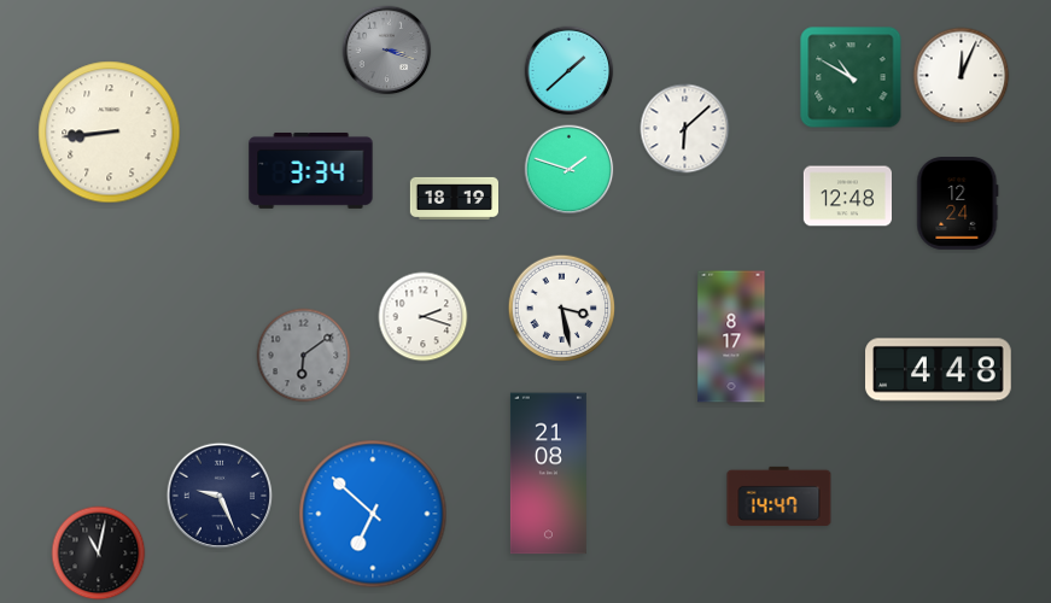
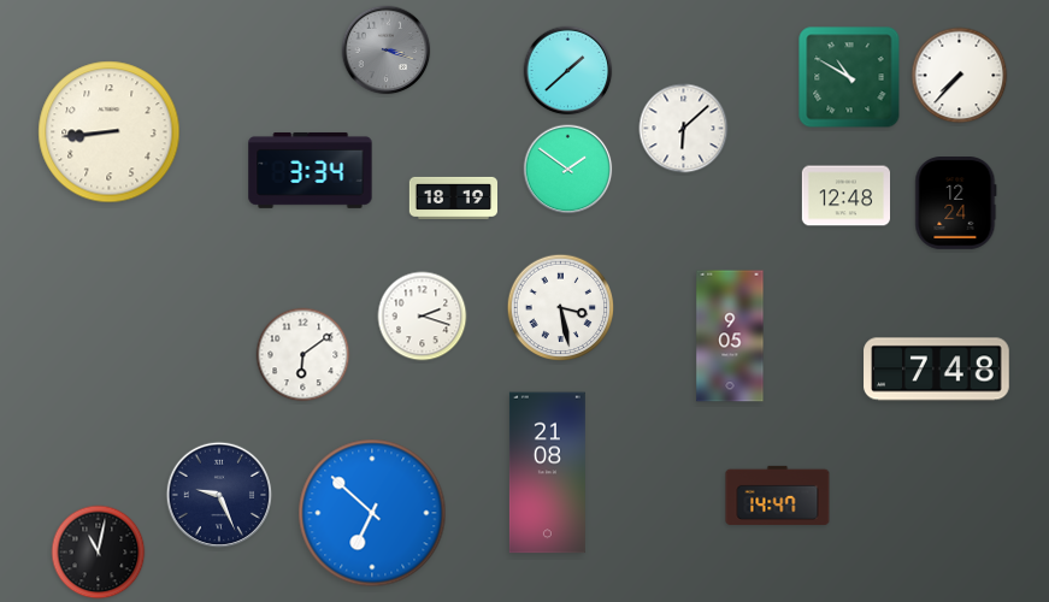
clock at (962, 76): 12:04 -> 7:37
clock at (570, 170): 1:48 -> 1:51
clock at (731, 336): 8:17 -> 9:05
clock at (304, 356) dial: grey -> white
clock at (939, 370): 4:48 -> 7:48
